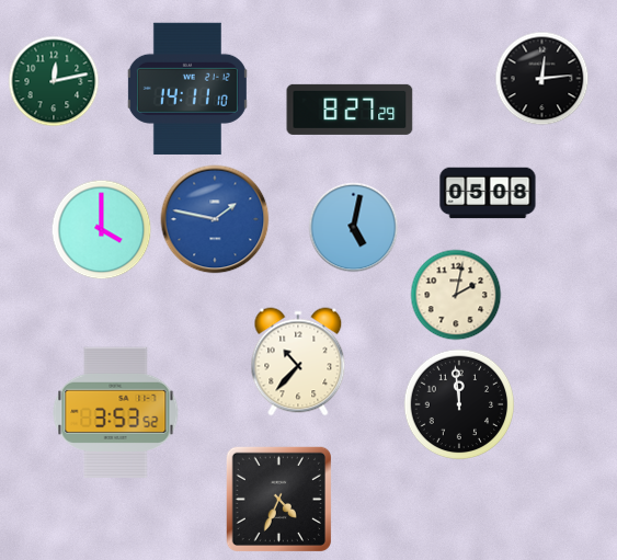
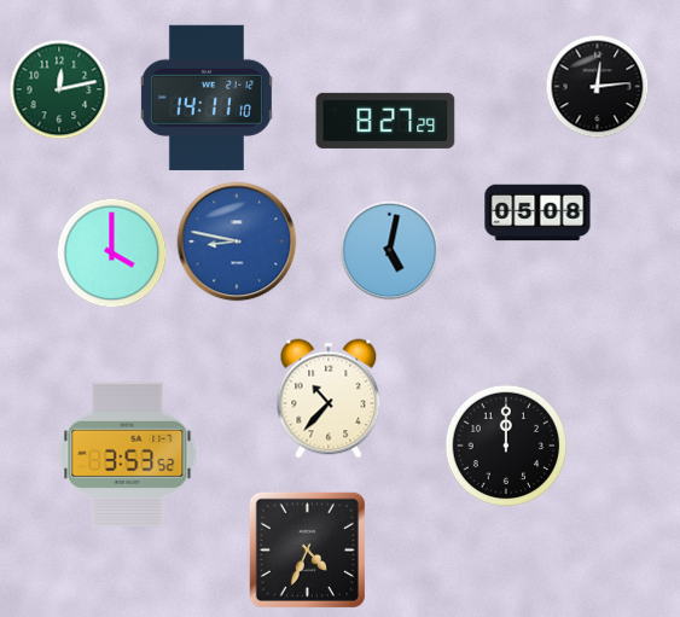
clock at (215, 219): 1:47 -> 8:47
clock at (456, 295): 2:02 -> none
clock at (459, 404): 11:59 -> 12:00
